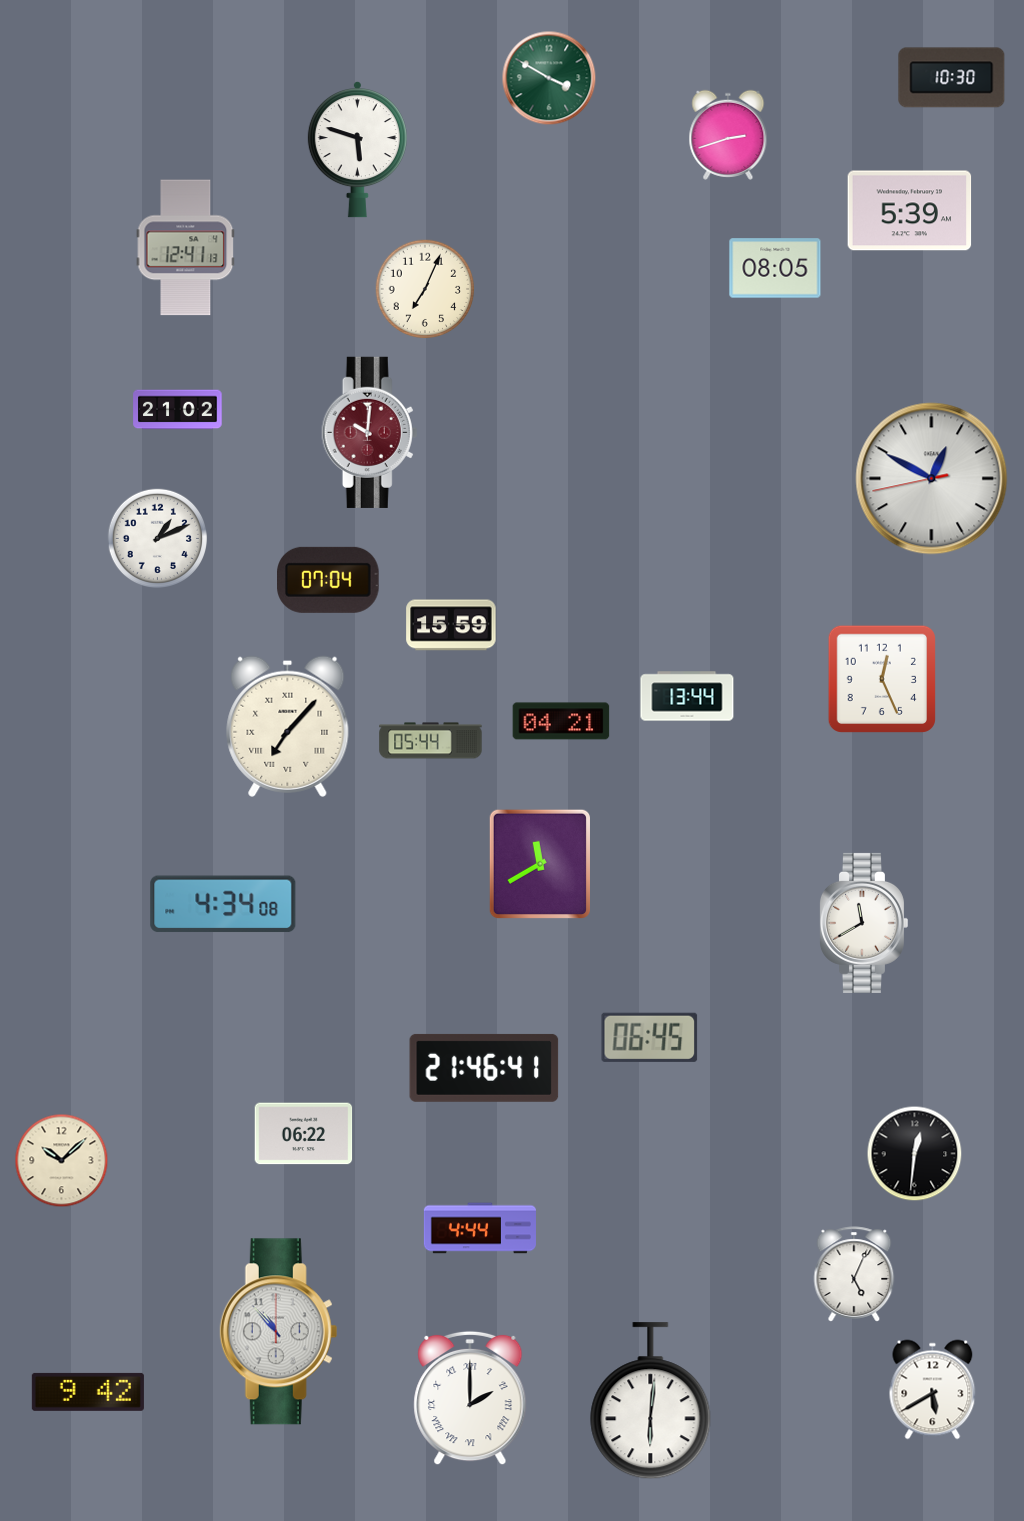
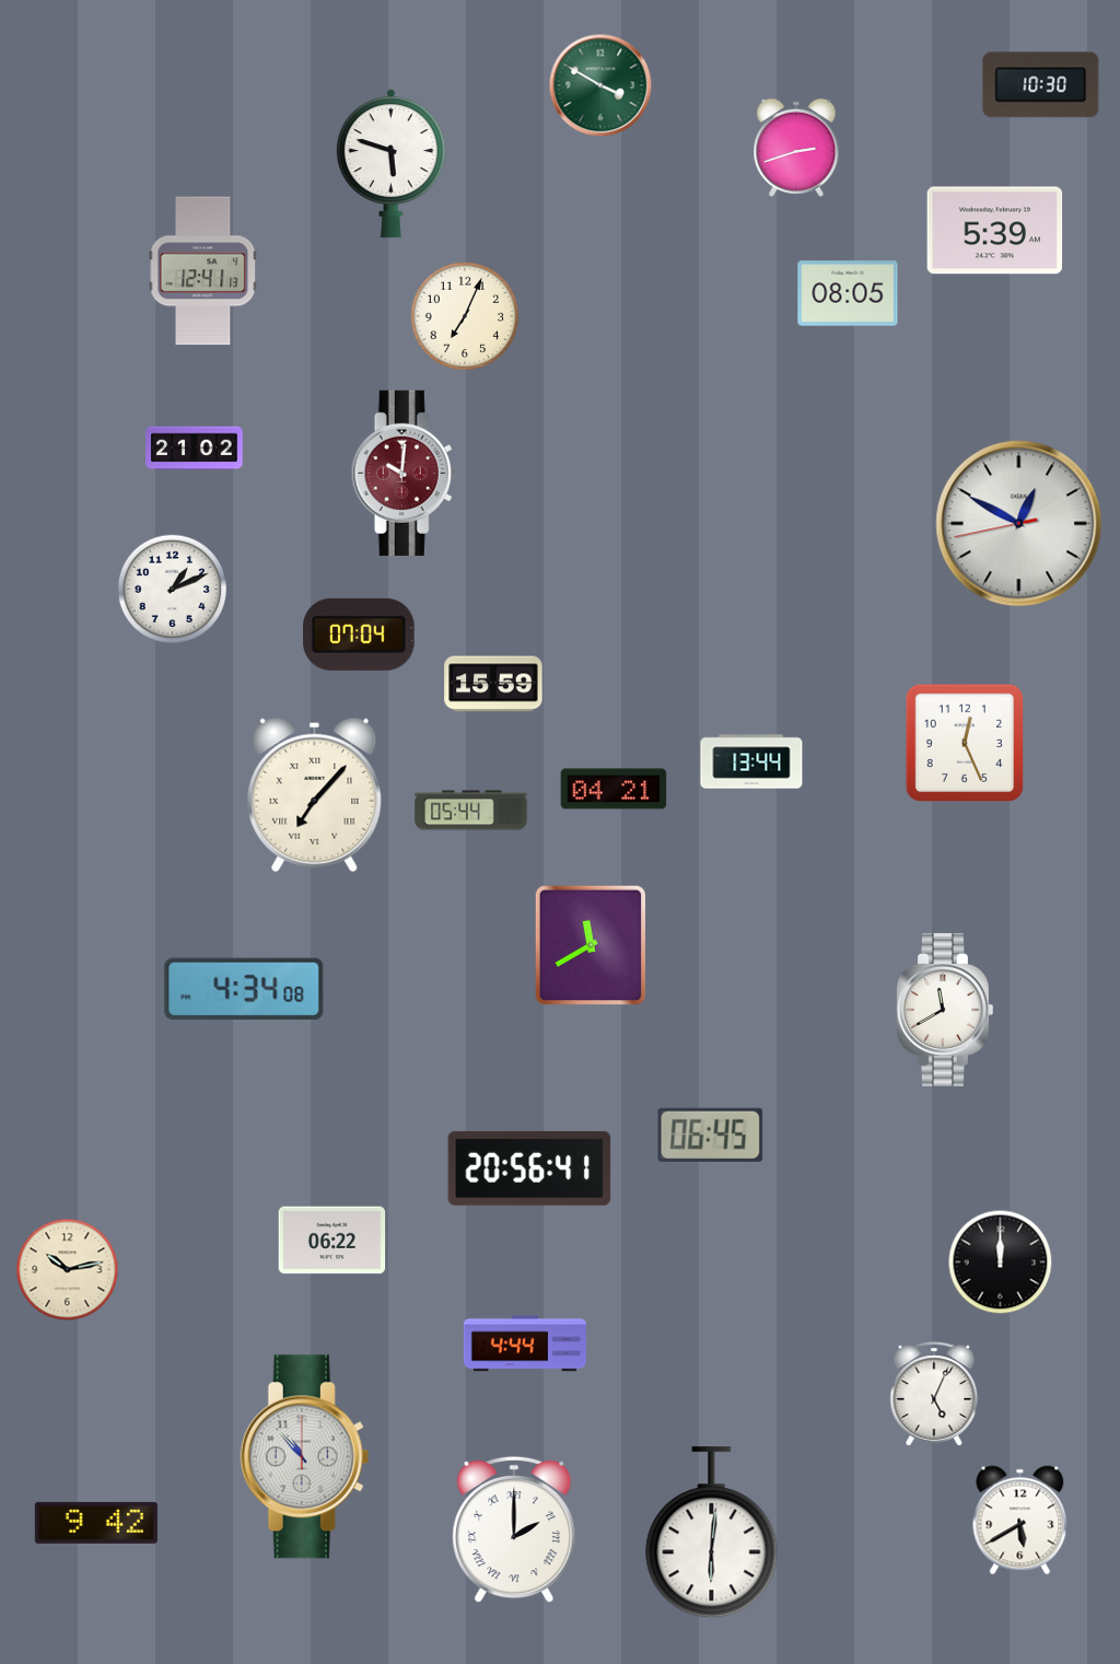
clock at (484, 1068): 21:46 -> 20:56
clock at (915, 1154): 12:31 -> 12:00
clock at (62, 1161): 10:08 -> 10:13
